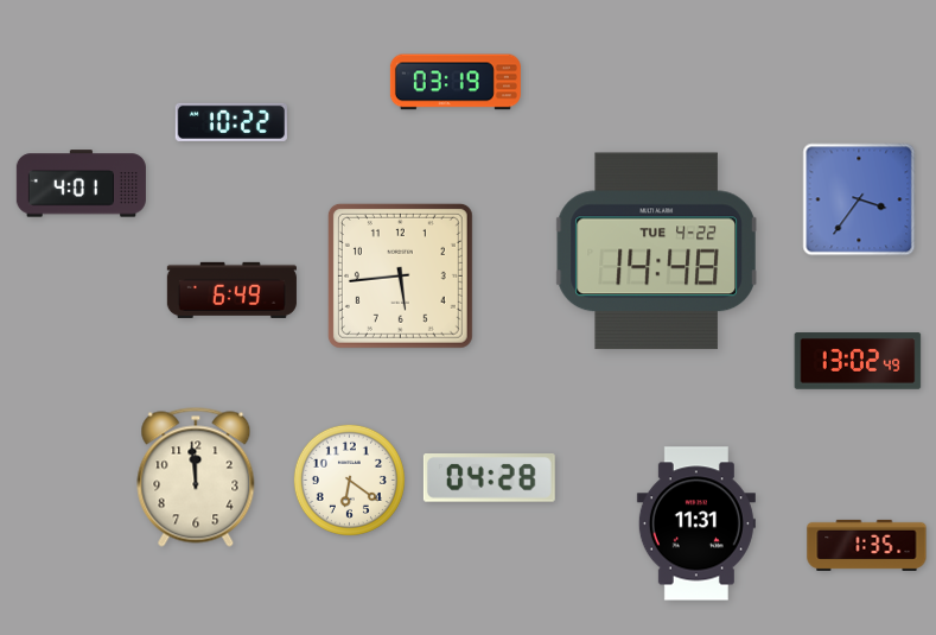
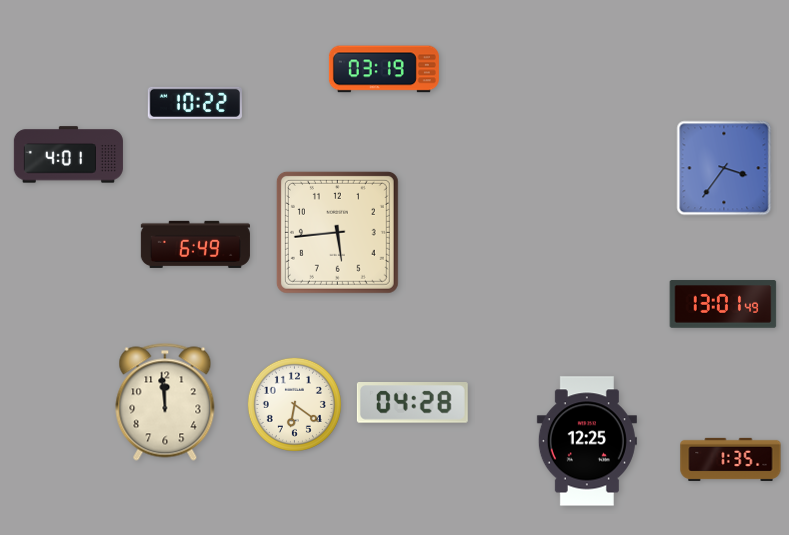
clock at (656, 252): 14:48 -> none
clock at (858, 361): 13:02 -> 13:01
clock at (696, 523): 11:31 -> 12:25
